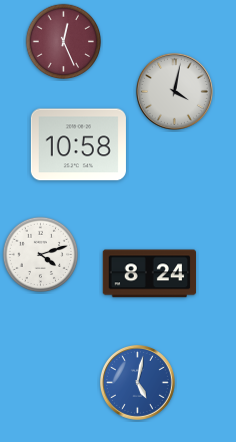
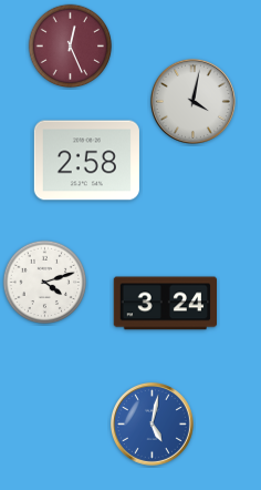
clock at (78, 145): 10:58 -> 2:58
clock at (149, 274): 8:24 -> 3:24
